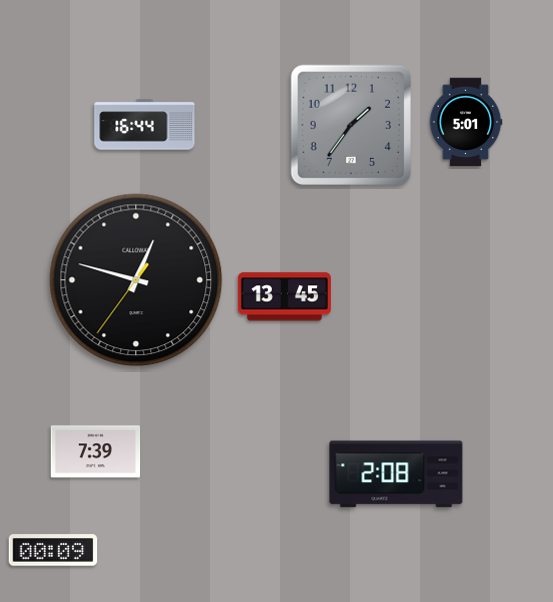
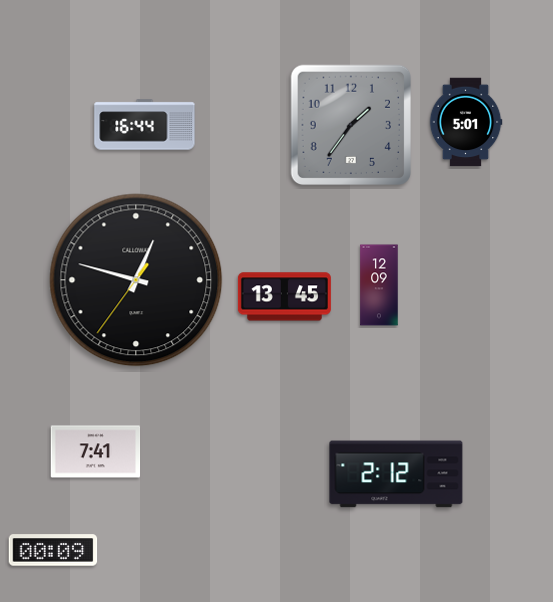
clock at (379, 285): none -> 12:09
clock at (96, 452): 7:39 -> 7:41
clock at (396, 474): 2:08 -> 2:12
